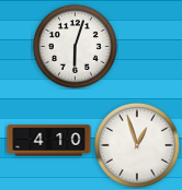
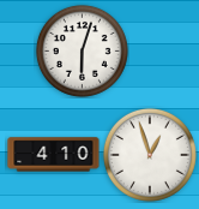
clock at (137, 145) position: (137, 145) -> (150, 155)
